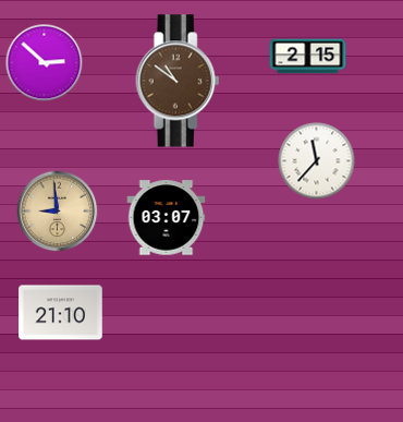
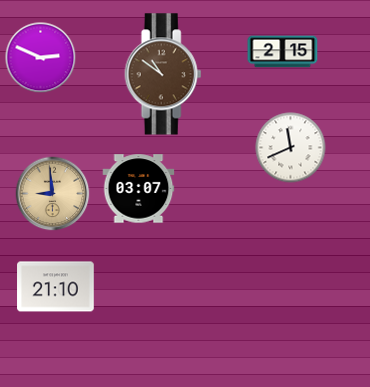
clock at (45, 63): 2:52 -> 2:49
clock at (317, 161): 11:37 -> 11:41
clock at (167, 218) position: (167, 218) -> (139, 189)
